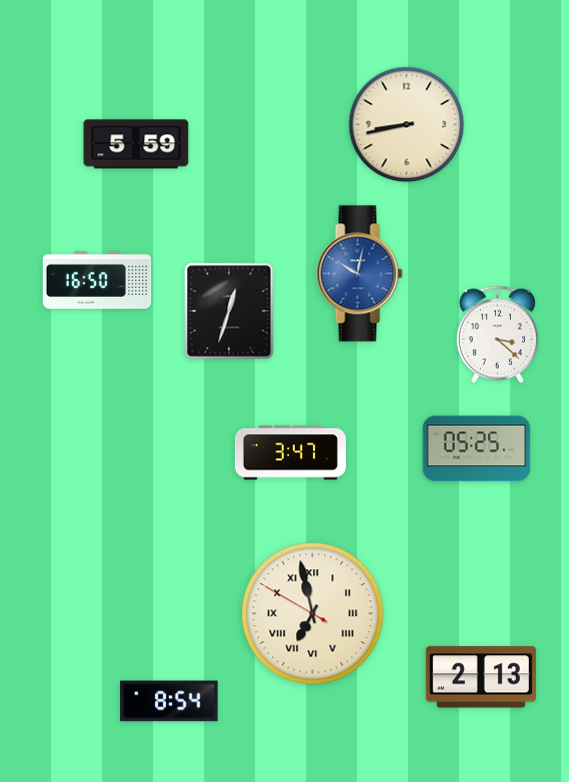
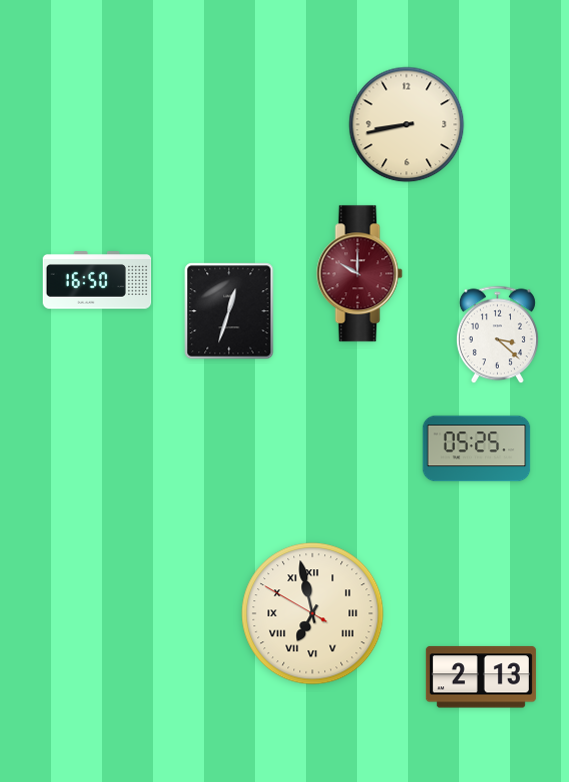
clock at (136, 144): 5:59 -> none
clock at (360, 274): 10:02 -> 10:00
clock at (360, 274) dial: blue -> burgundy
clock at (290, 453): 3:47 -> none
clock at (169, 701): 8:54 -> none
